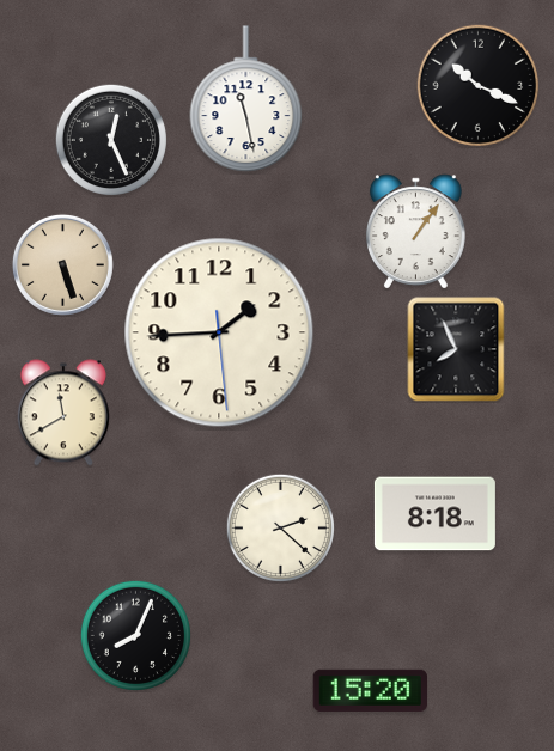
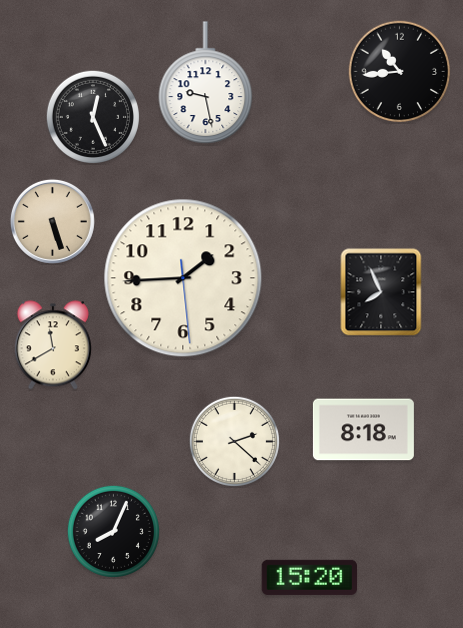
clock at (479, 86): 10:19 -> 10:44
clock at (246, 99): 11:28 -> 9:28
clock at (415, 231): 1:06 -> none
